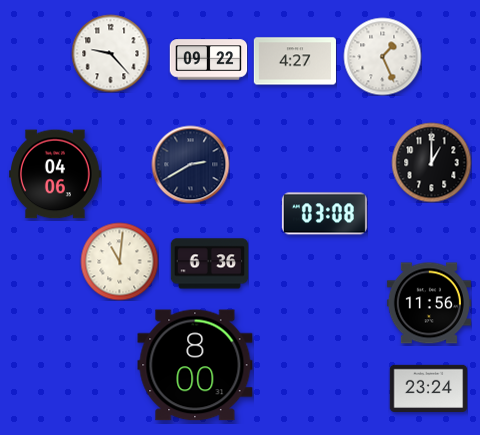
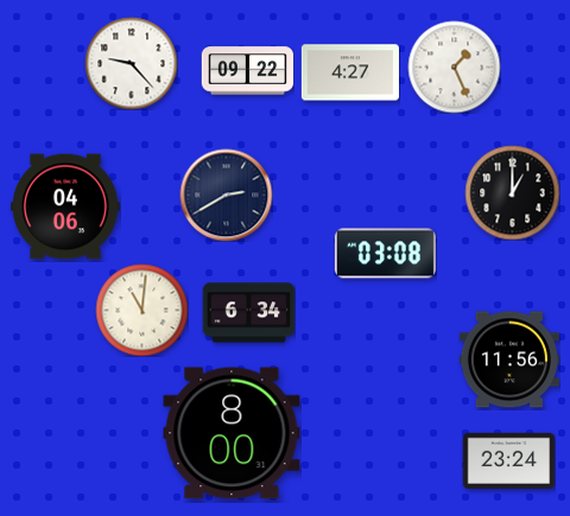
clock at (209, 264): 6:36 -> 6:34
